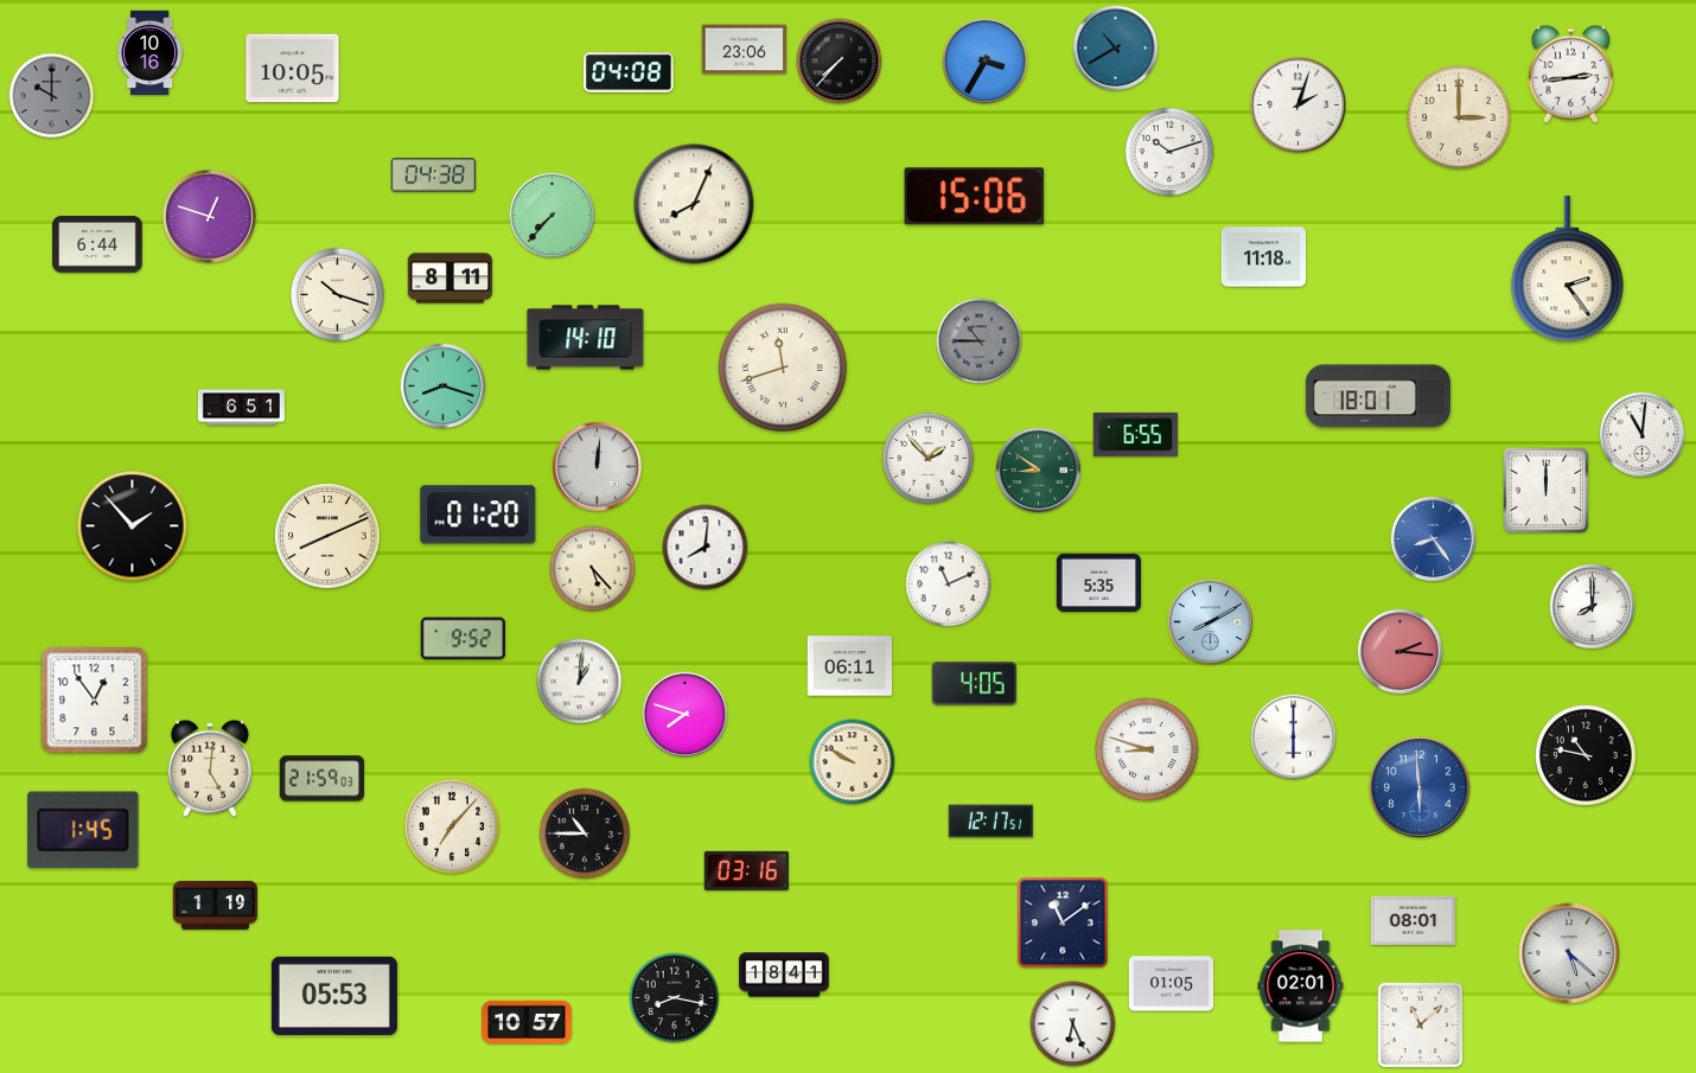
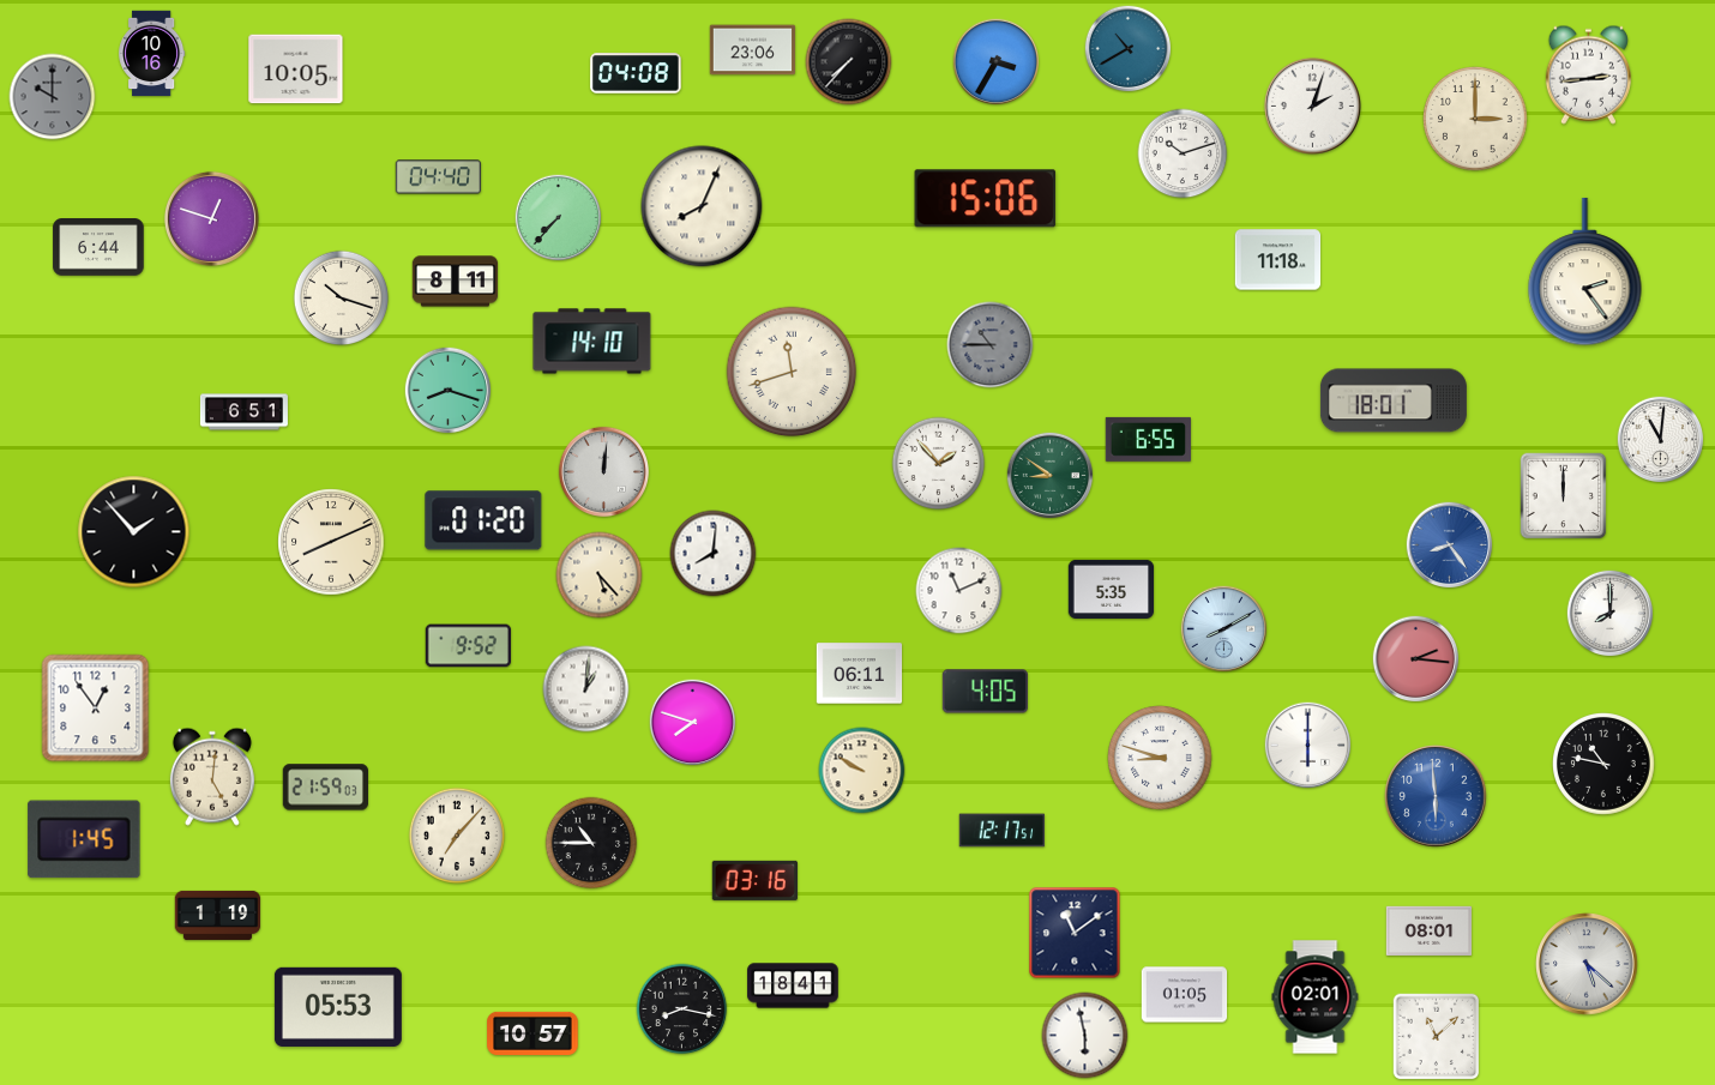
clock at (434, 175): 04:38 -> 04:40
clock at (1073, 1024): 6:26 -> 5:58
